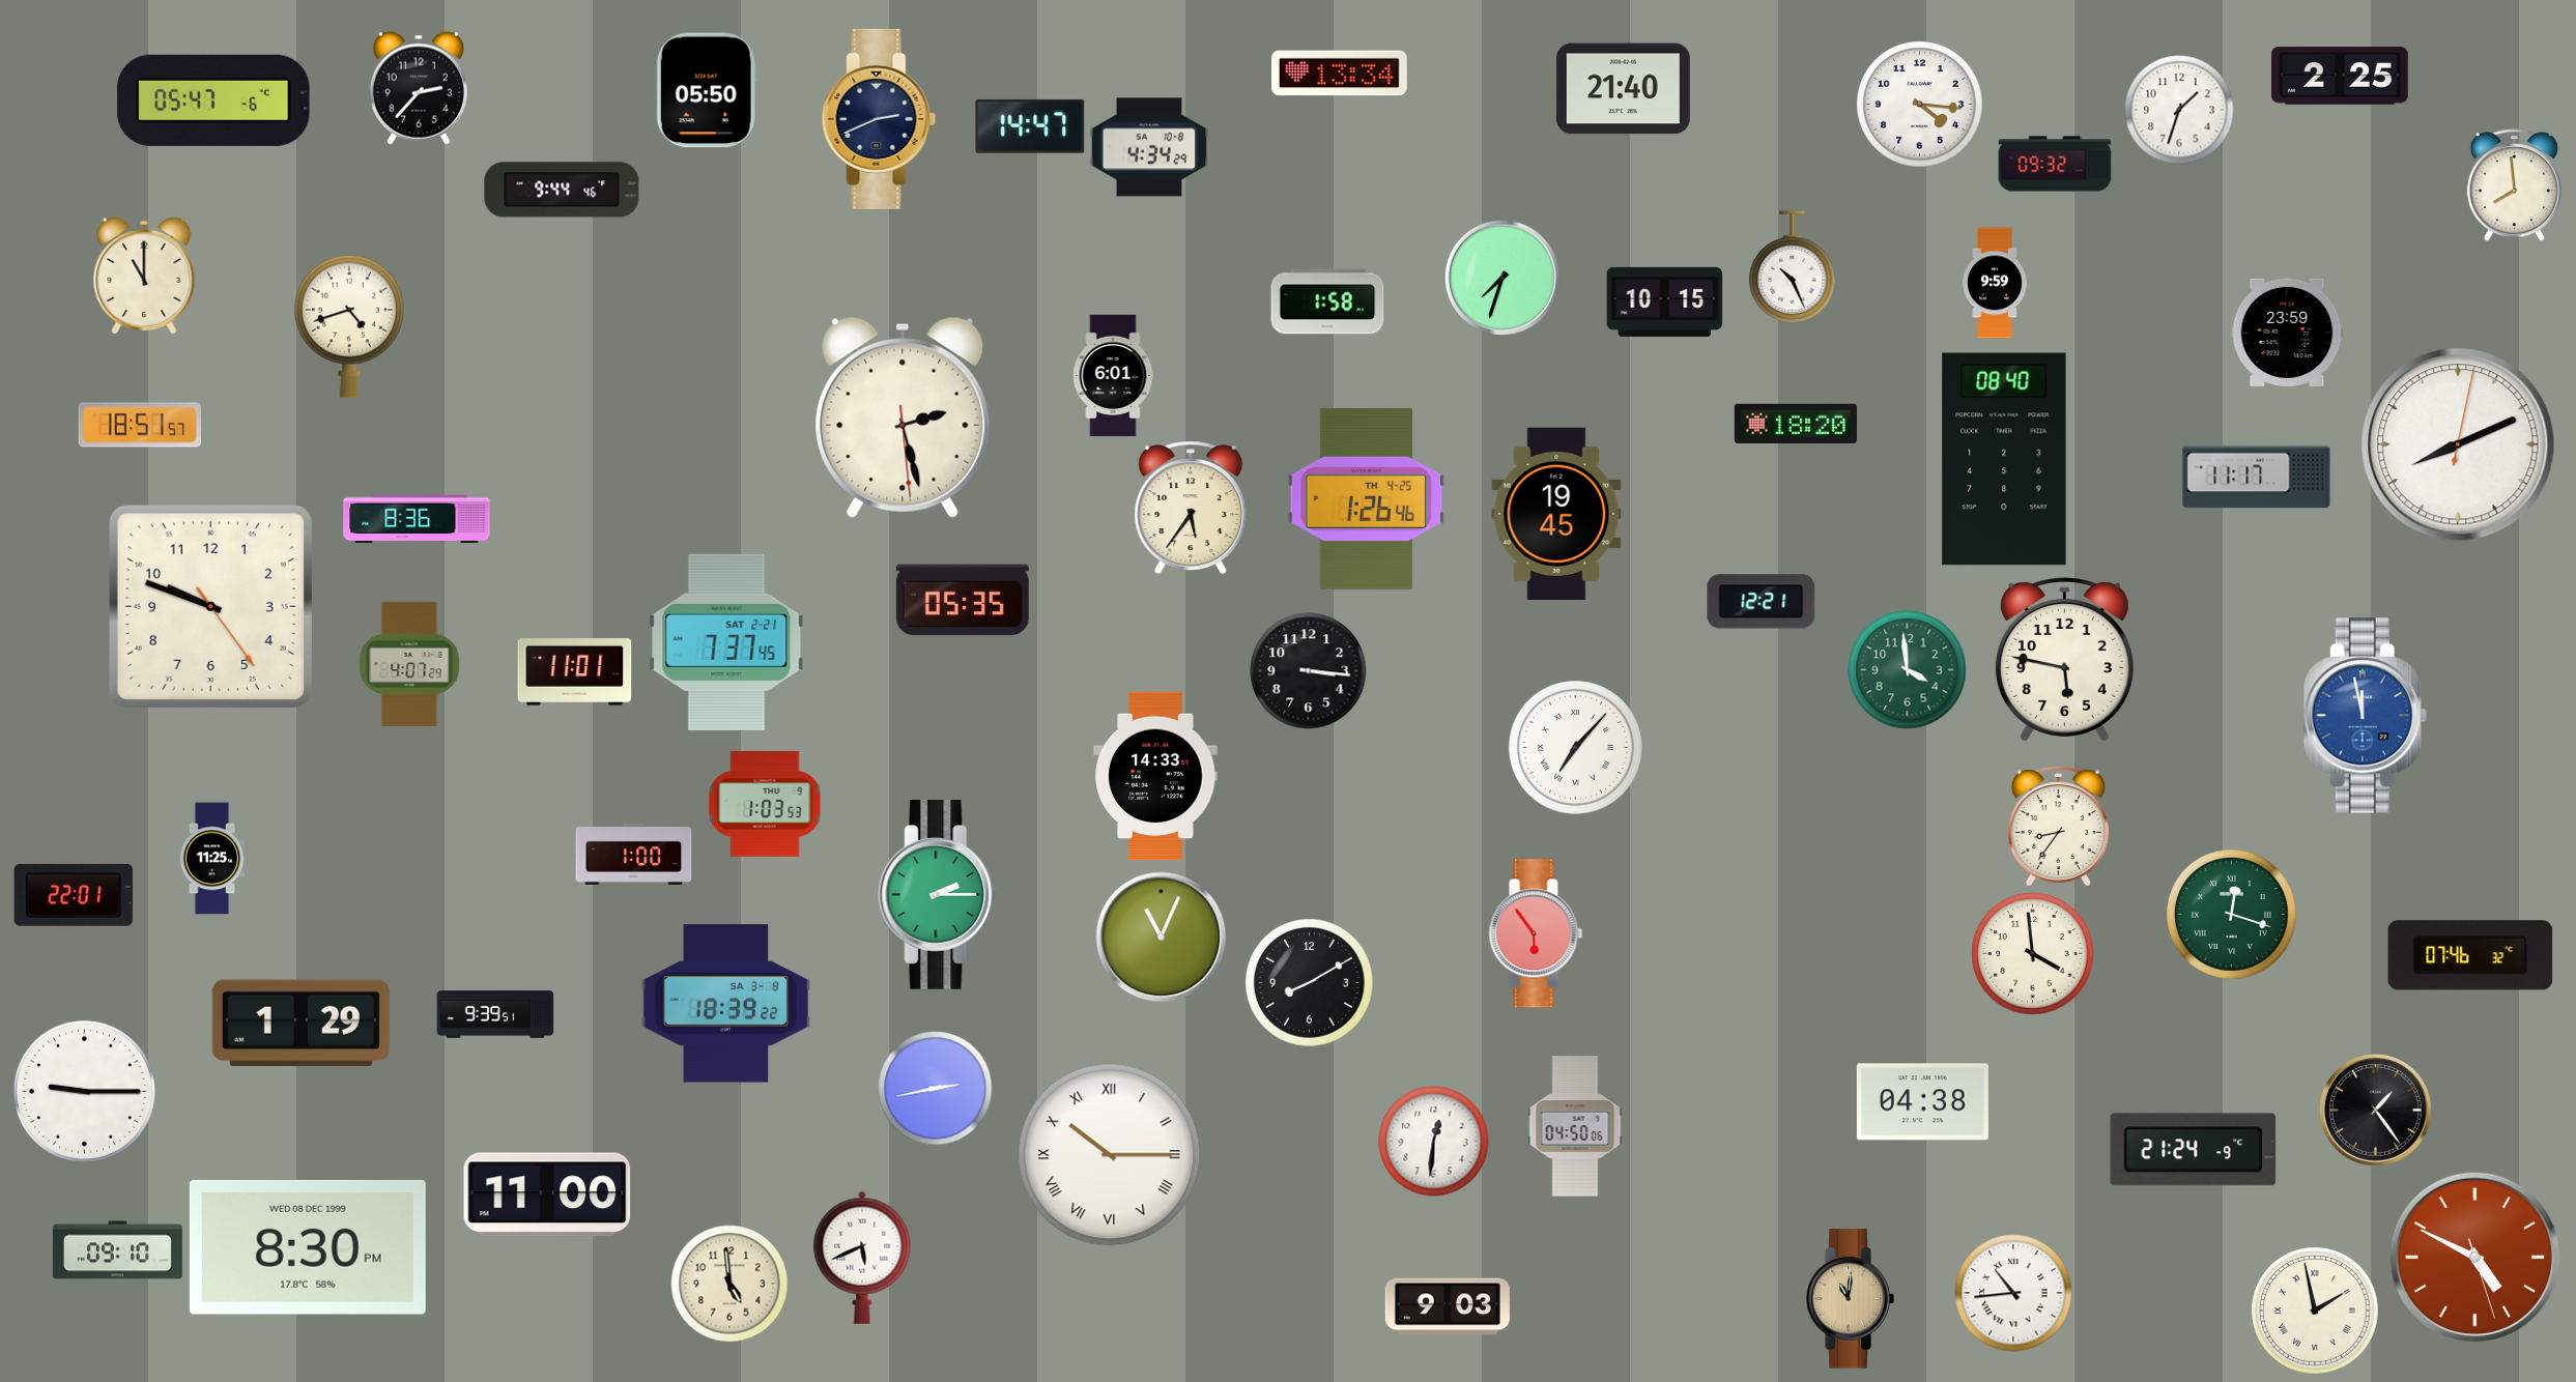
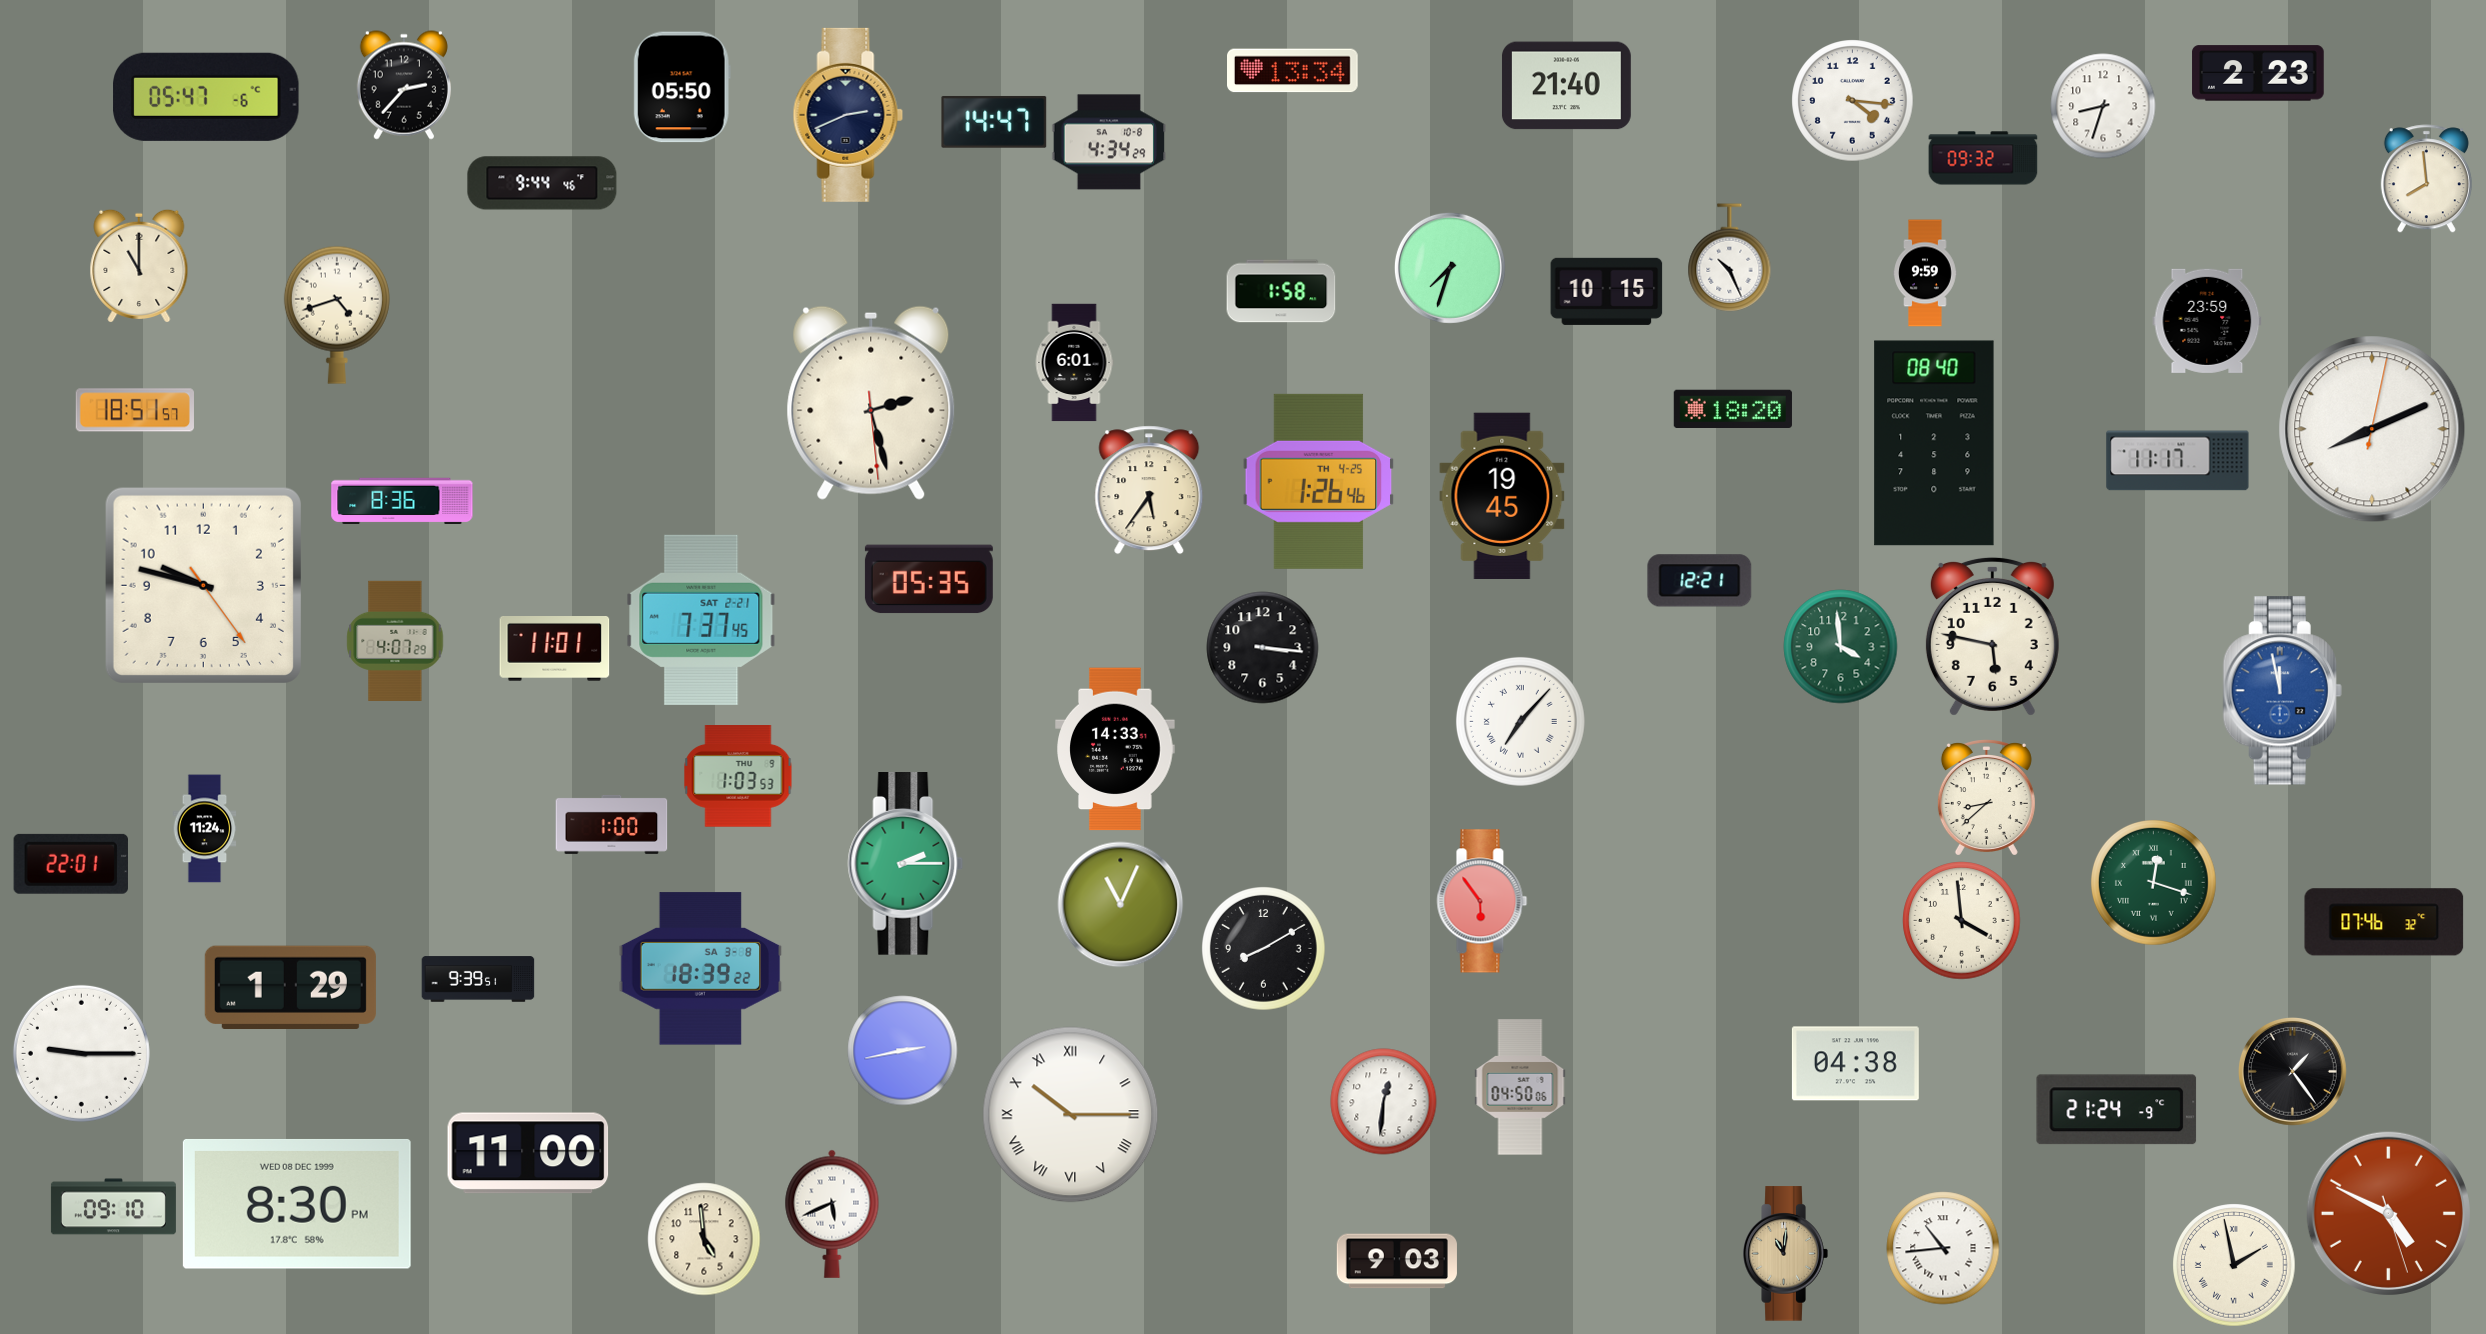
clock at (2340, 76): 2:25 -> 2:23
clock at (2179, 110): 1:33 -> 8:33
clock at (210, 606): 9:48 -> 9:47
clock at (2058, 827): 8:36 -> 8:38
clock at (212, 859): 11:25 -> 11:24
